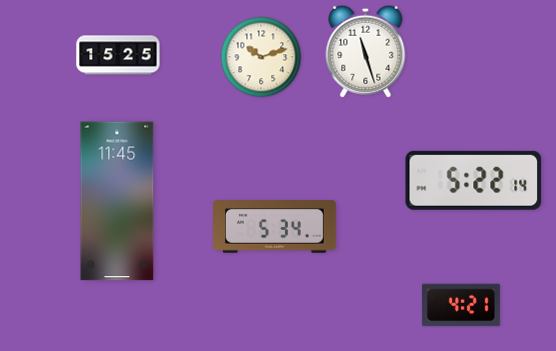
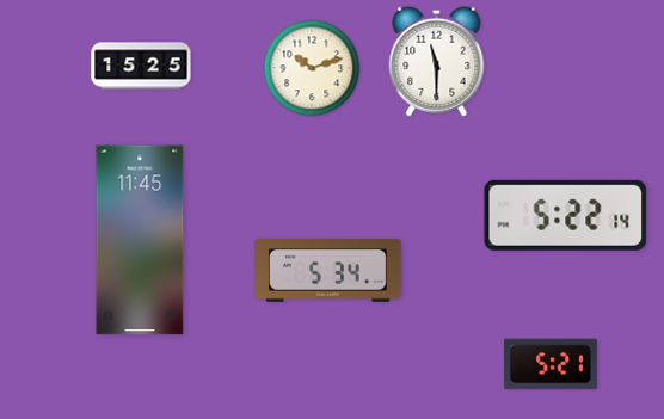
clock at (366, 51): 11:27 -> 11:30
clock at (461, 305): 4:21 -> 5:21
